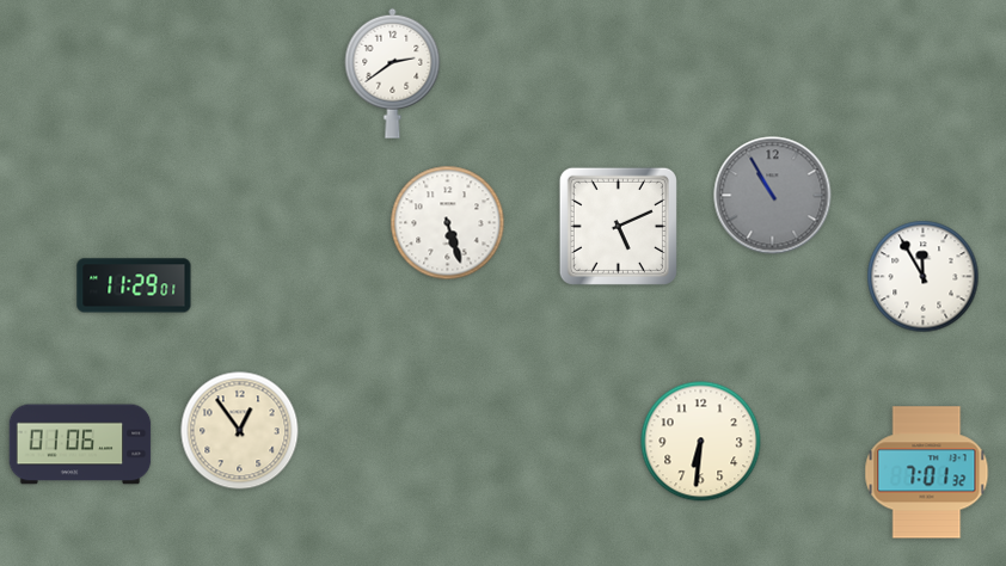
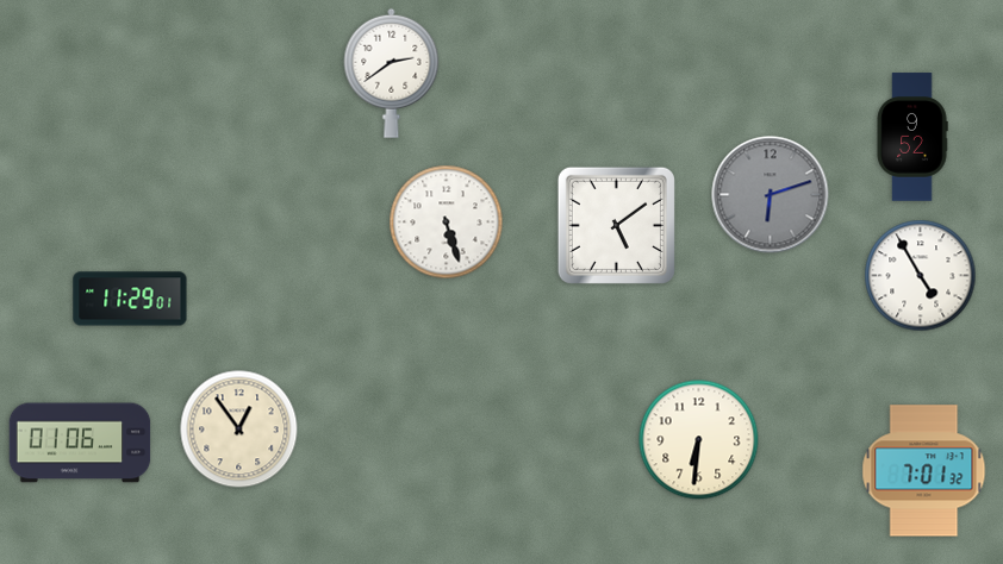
clock at (912, 137): none -> 9:52
clock at (773, 196): 10:55 -> 6:12
clock at (618, 226): 5:11 -> 5:09
clock at (924, 277): 11:55 -> 4:55
clock at (134, 285) position: (134, 285) -> (130, 299)
